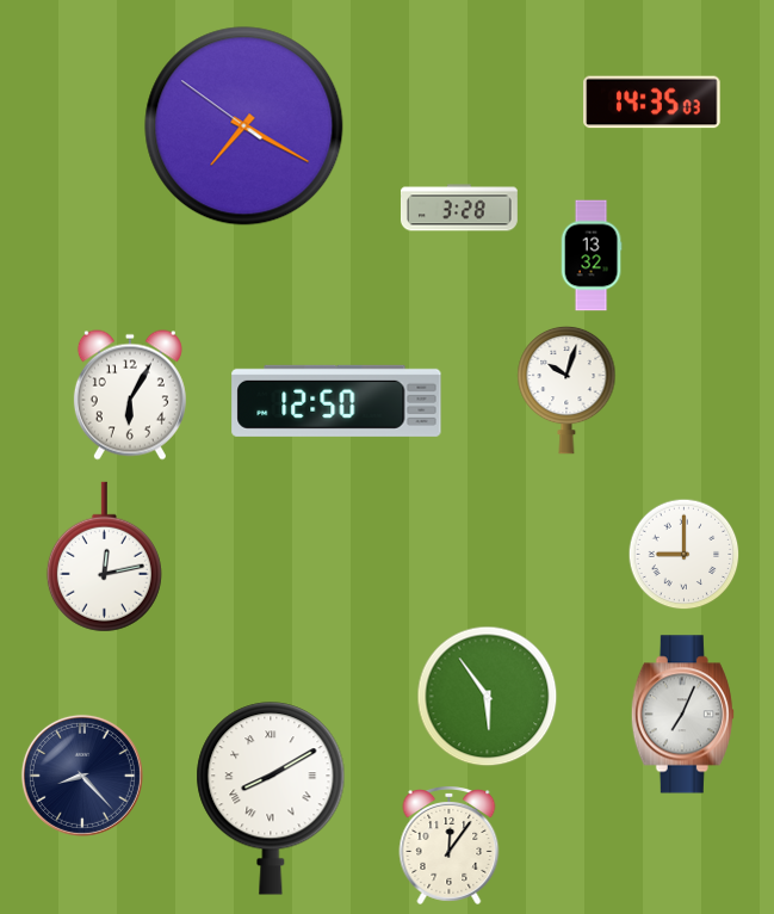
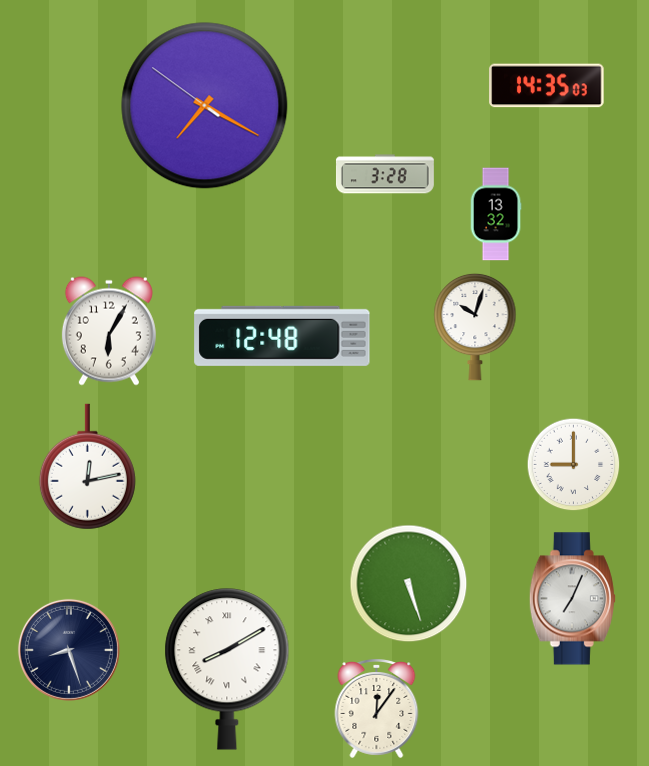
clock at (336, 401): 12:50 -> 12:48
clock at (488, 697): 5:54 -> 5:27
clock at (82, 776): 8:23 -> 8:27
